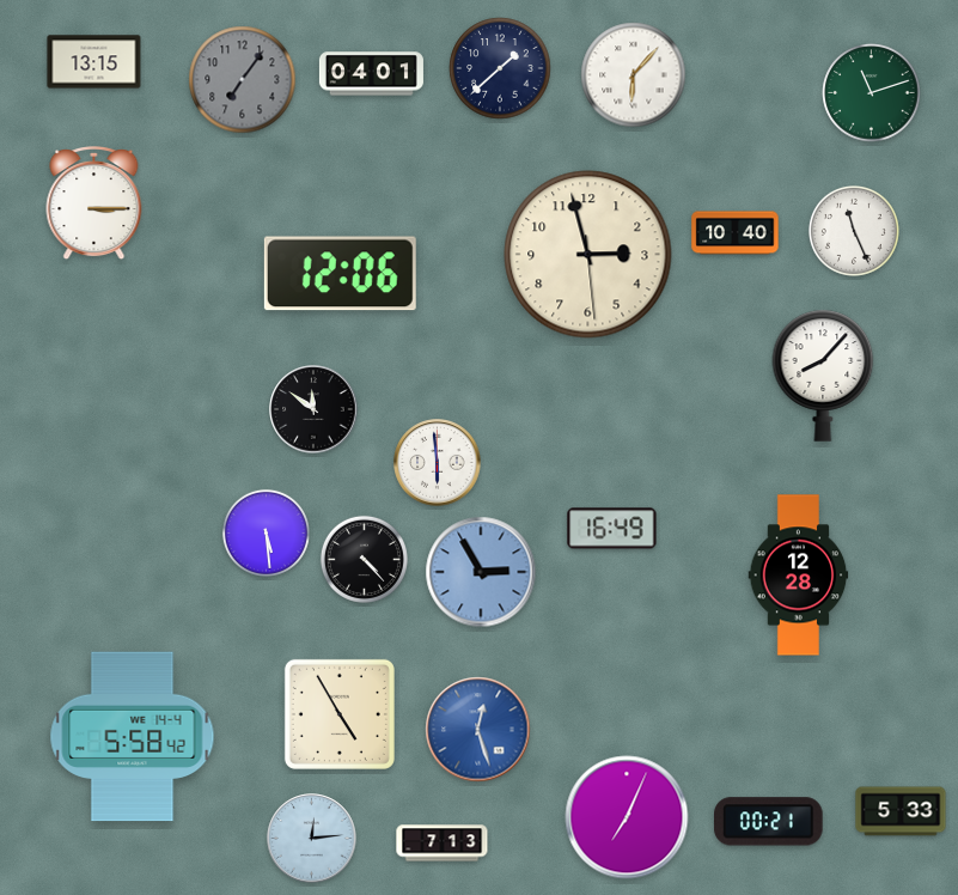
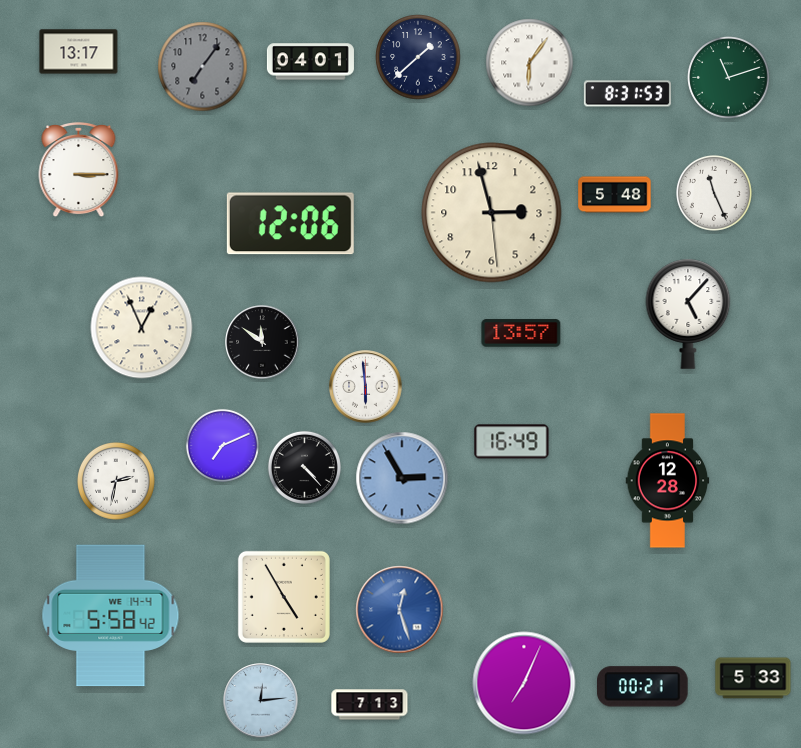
clock at (94, 62): 13:15 -> 13:17
clock at (634, 75): 6:07 -> 6:06
clock at (627, 94): none -> 8:31
clock at (736, 233): 10:40 -> 5:48
clock at (340, 274) position: (340, 274) -> (290, 224)
clock at (823, 376): 8:07 -> 5:07
clock at (142, 328): none -> 12:56
clock at (521, 333): none -> 13:57
clock at (266, 532): 5:29 -> 7:11
clock at (117, 482): none -> 2:32
